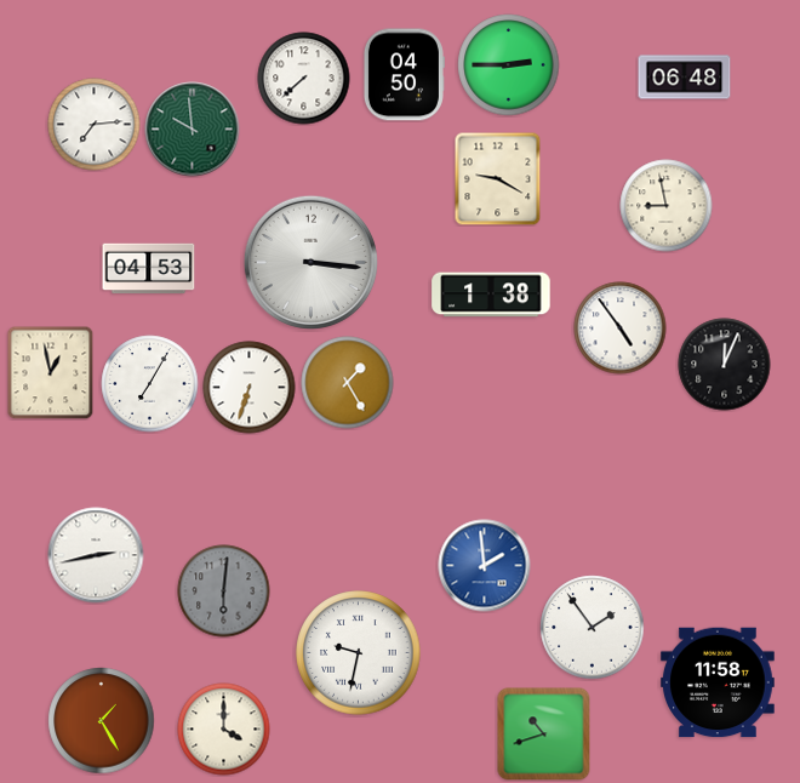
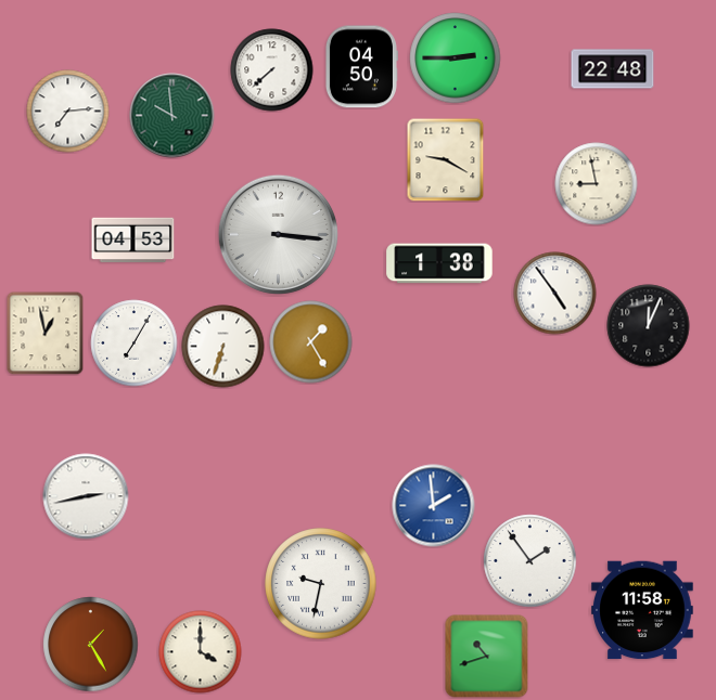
clock at (685, 78): 06:48 -> 22:48
clock at (95, 125) position: (95, 125) -> (68, 112)
clock at (224, 591): 6:01 -> none
